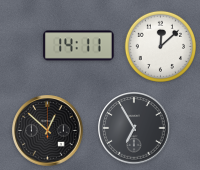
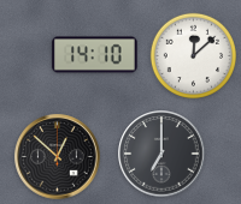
clock at (79, 46): 14:11 -> 14:10
clock at (134, 128): 6:55 -> 7:00
